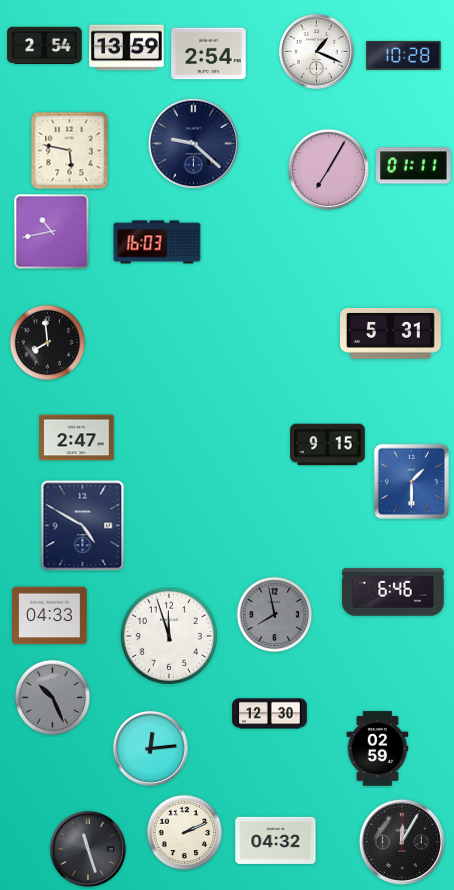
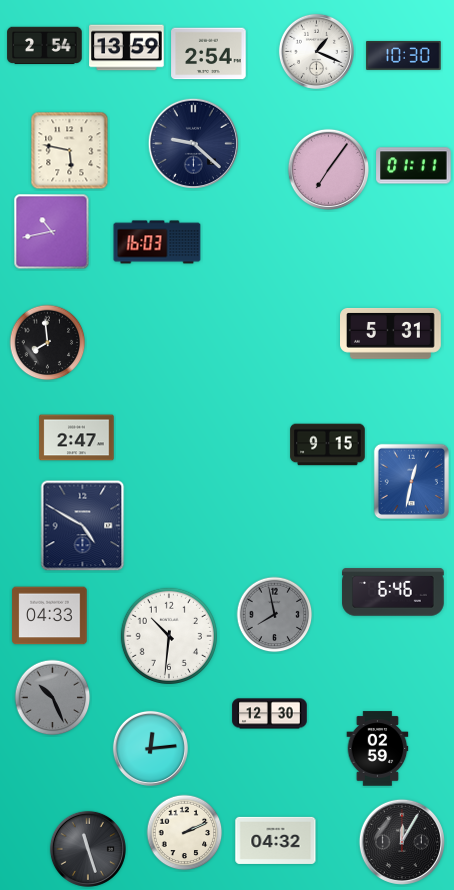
clock at (404, 55): 10:28 -> 10:30
clock at (328, 169): 7:05 -> 7:06
clock at (411, 481): 1:30 -> 12:32
clock at (169, 636): 11:57 -> 10:31
